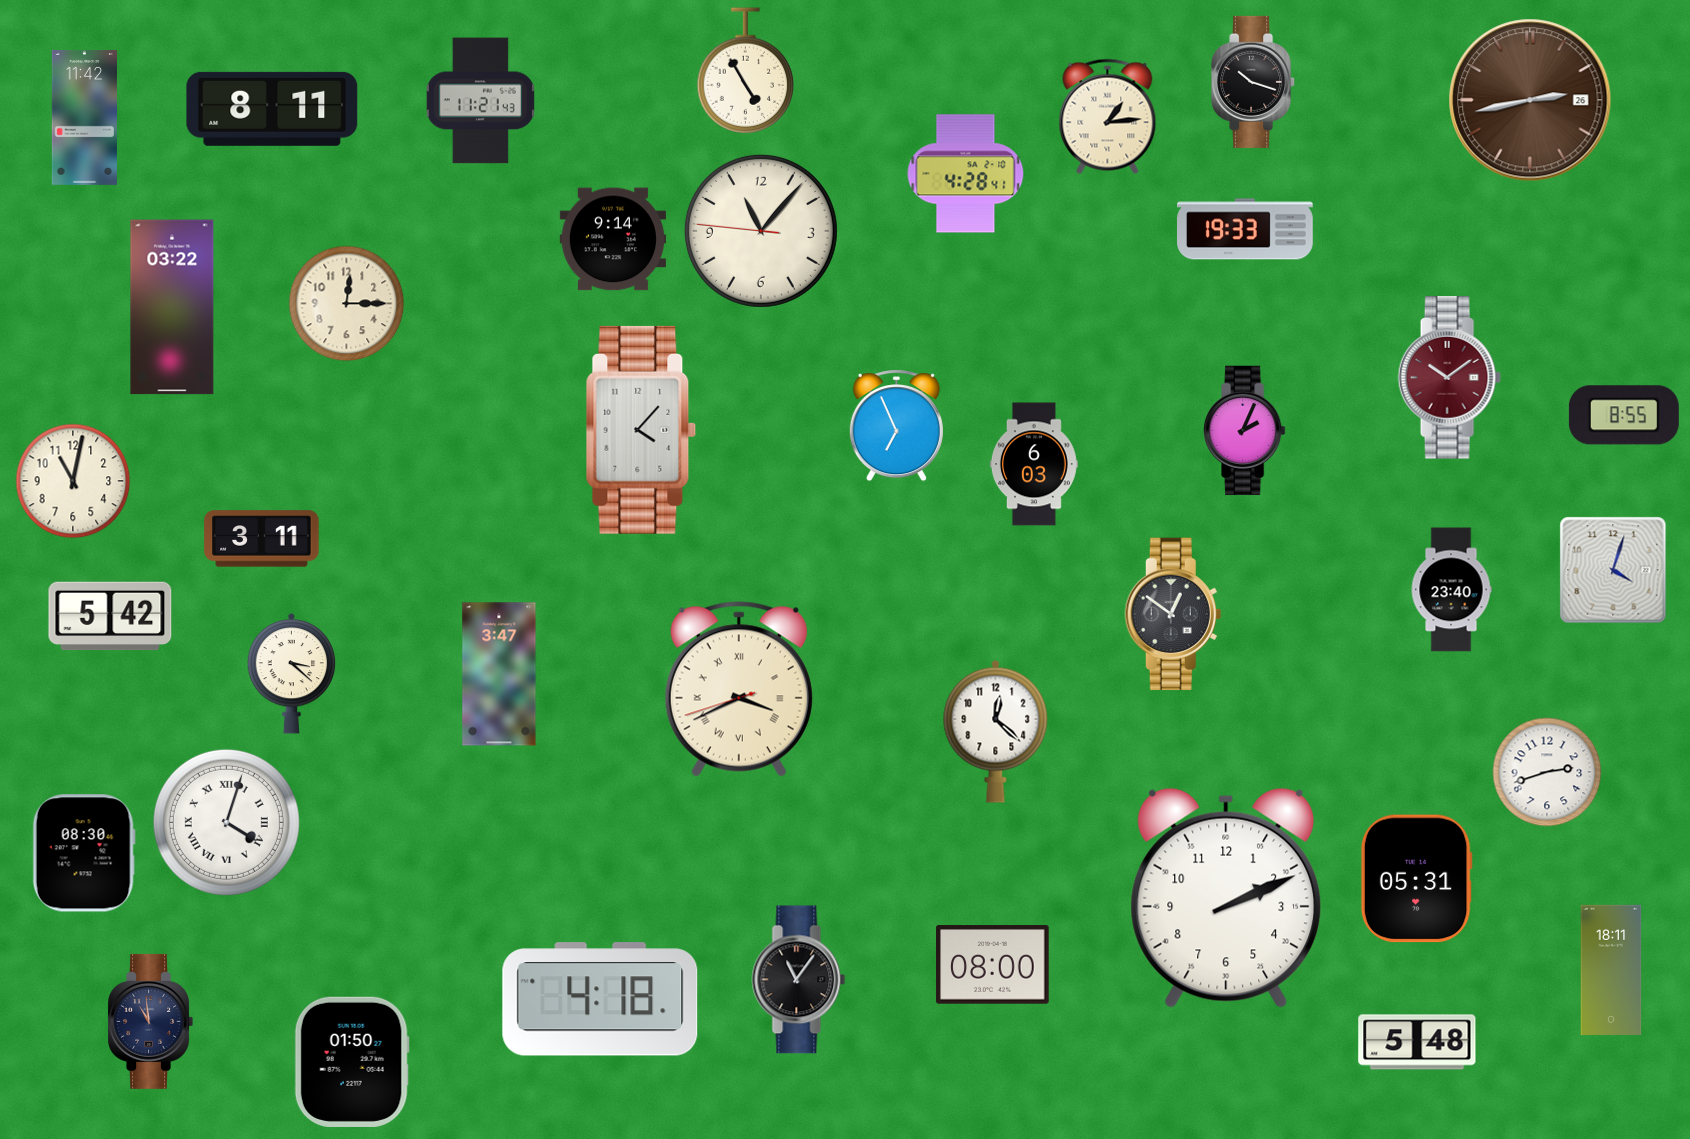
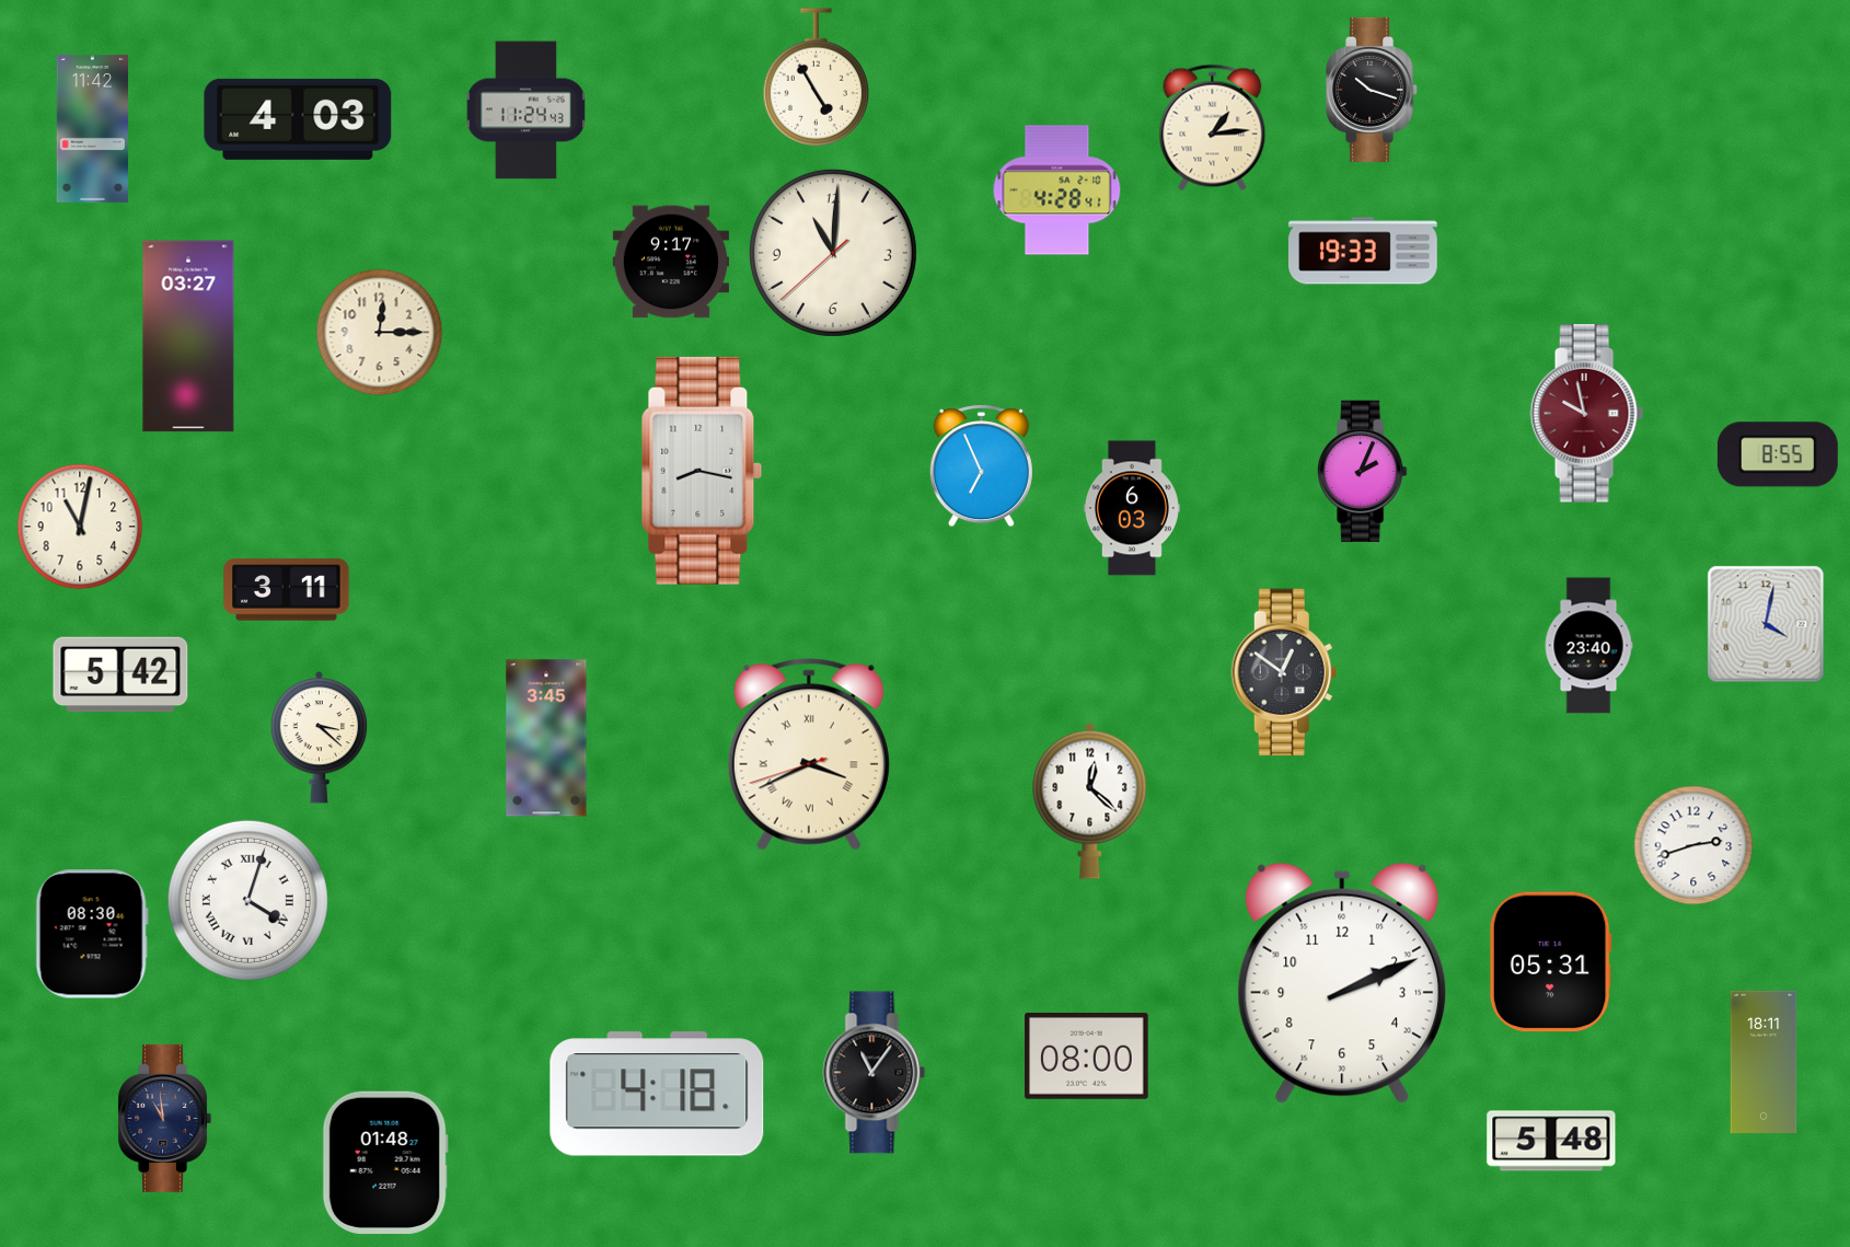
clock at (1530, 100): 2:43 -> none
clock at (480, 101): 11:21 -> 11:24
clock at (272, 109): 8:11 -> 4:03
clock at (761, 231): 11:06 -> 11:00
clock at (612, 239): 9:14 -> 9:17
clock at (172, 307): 03:22 -> 03:27
clock at (1449, 378): 10:09 -> 9:58
clock at (641, 430): 4:07 -> 8:17
clock at (1613, 570): 4:03 -> 4:02
clock at (499, 674): 3:47 -> 3:45
clock at (352, 1062): 01:50 -> 01:48
